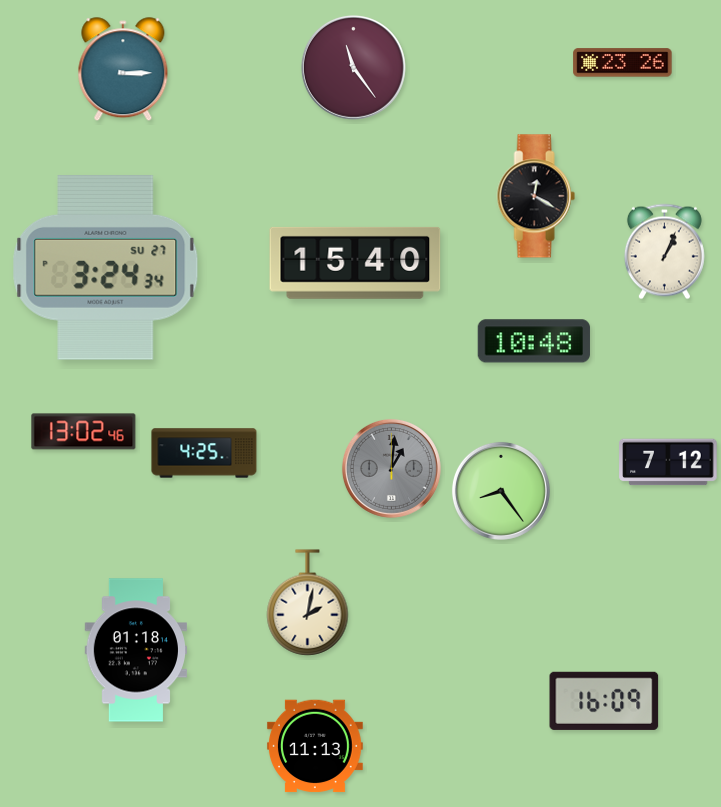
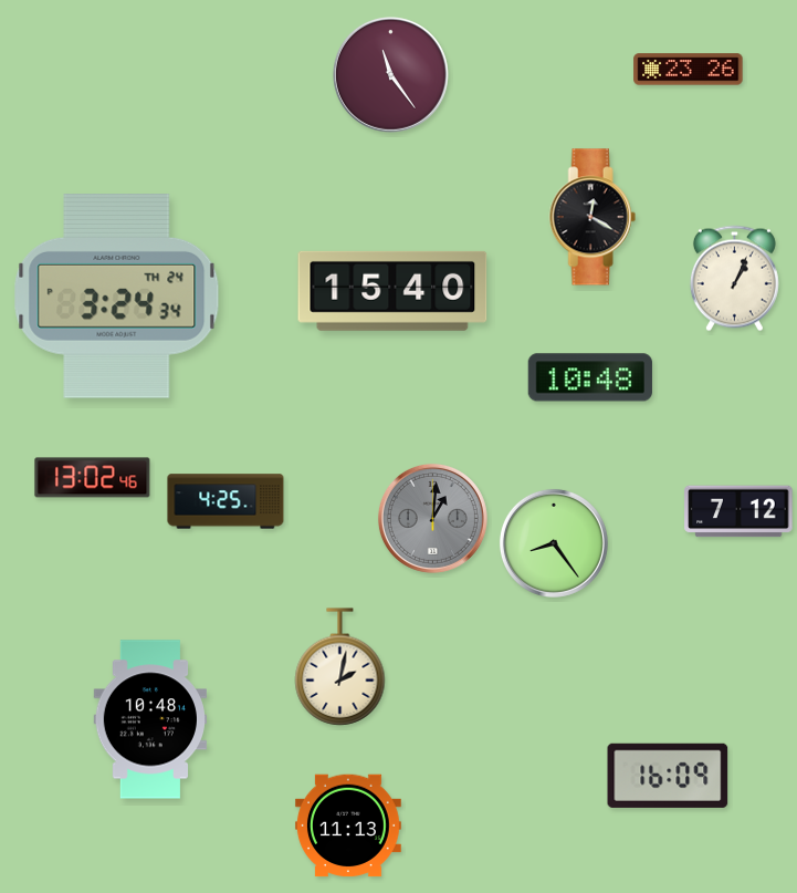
clock at (123, 70): 3:15 -> none
clock at (106, 268) date: SU 27 -> TH 24
clock at (135, 650): 01:18 -> 10:48
